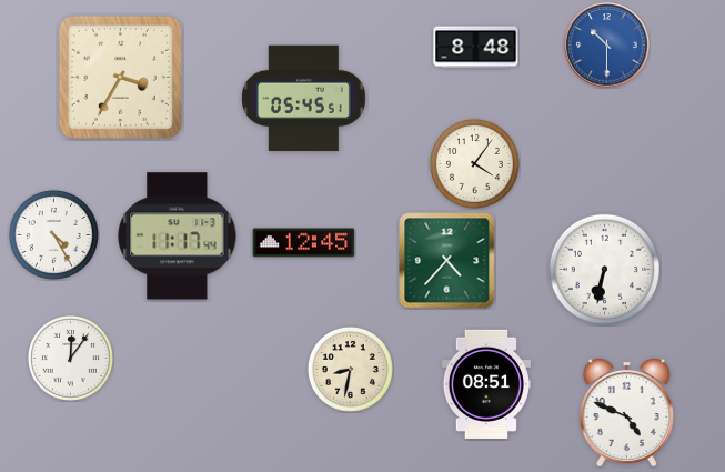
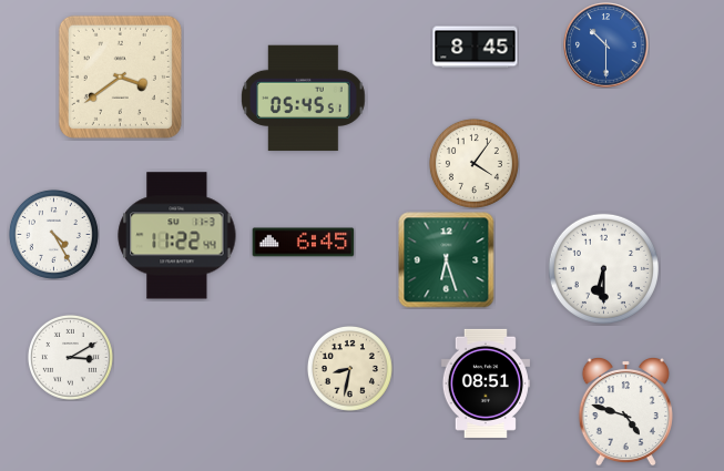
clock at (476, 48): 8:48 -> 8:45
clock at (120, 77): 3:35 -> 3:39
clock at (178, 237): 11:17 -> 11:22
clock at (304, 243): 12:45 -> 6:45
clock at (447, 261): 4:37 -> 6:27
clock at (604, 269): 6:32 -> 6:30
clock at (70, 358): 12:06 -> 3:10
clock at (626, 412): 4:49 -> 4:48
